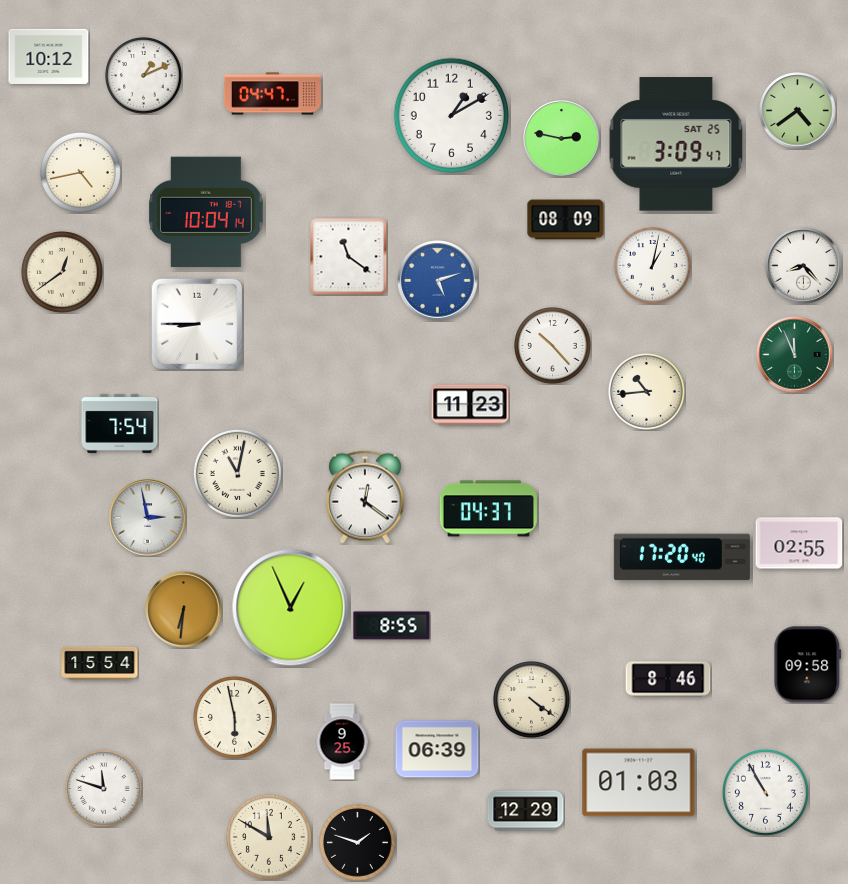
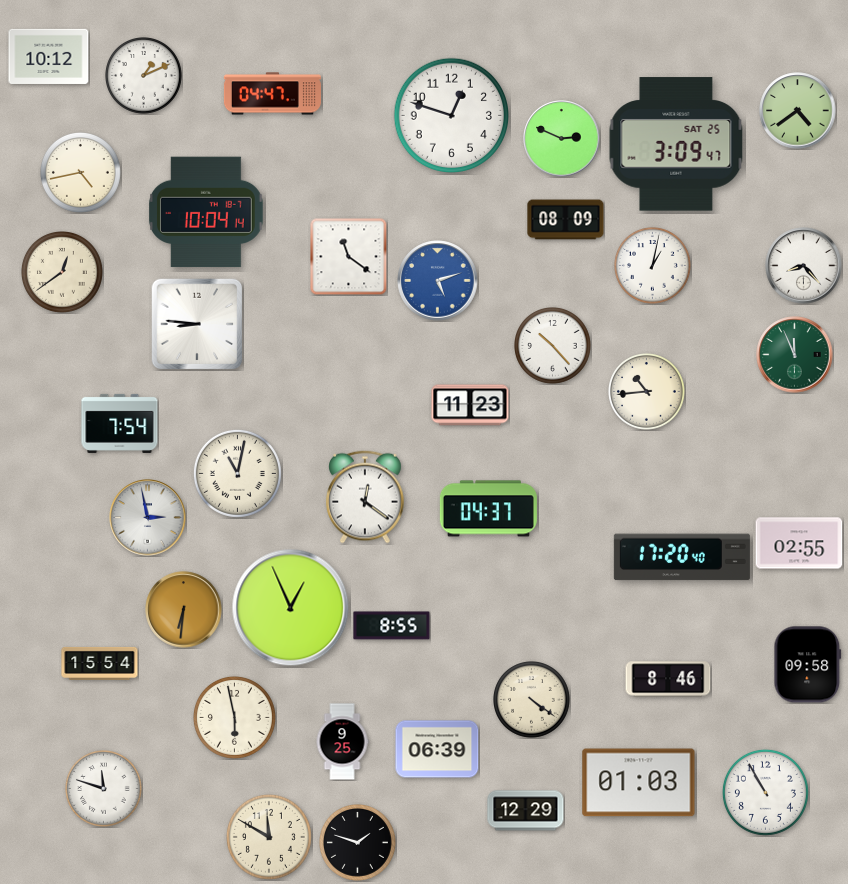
clock at (451, 115): 1:10 -> 12:48
clock at (562, 139): 2:47 -> 2:49
clock at (197, 324): 8:45 -> 8:46
